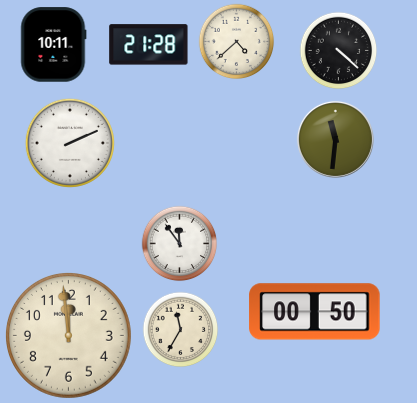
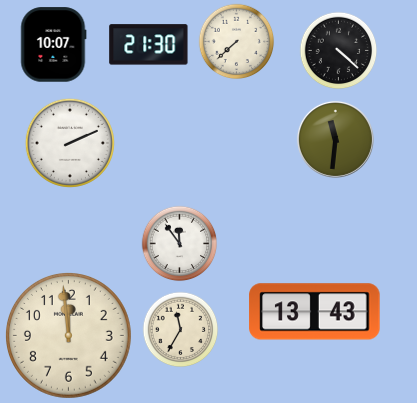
clock at (237, 42): 4:38 -> 7:38
clock at (54, 45): 10:11 -> 10:07
clock at (149, 45): 21:28 -> 21:30
clock at (315, 312): 00:50 -> 13:43
